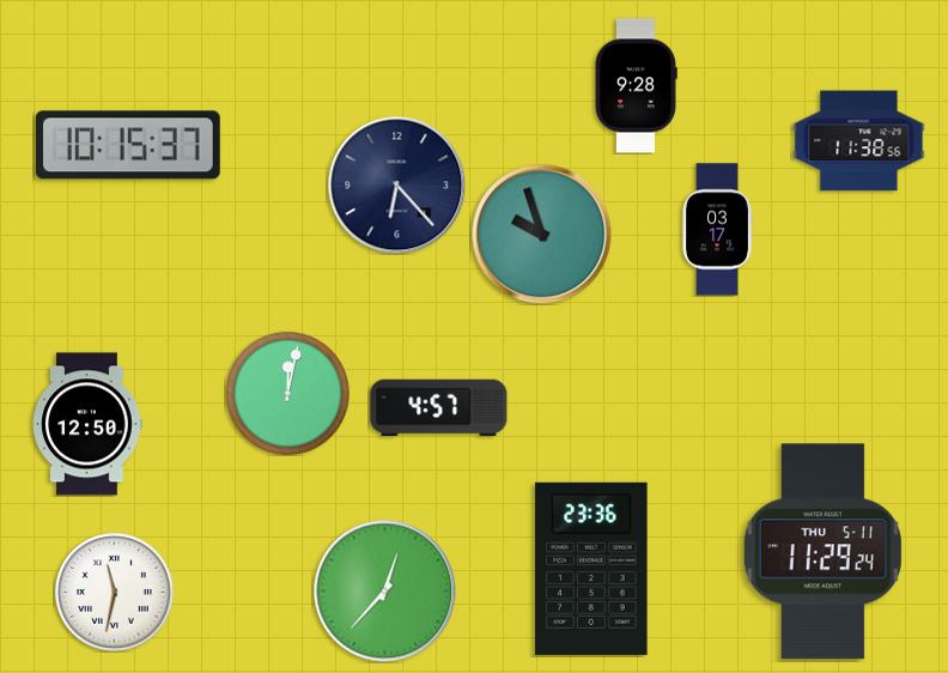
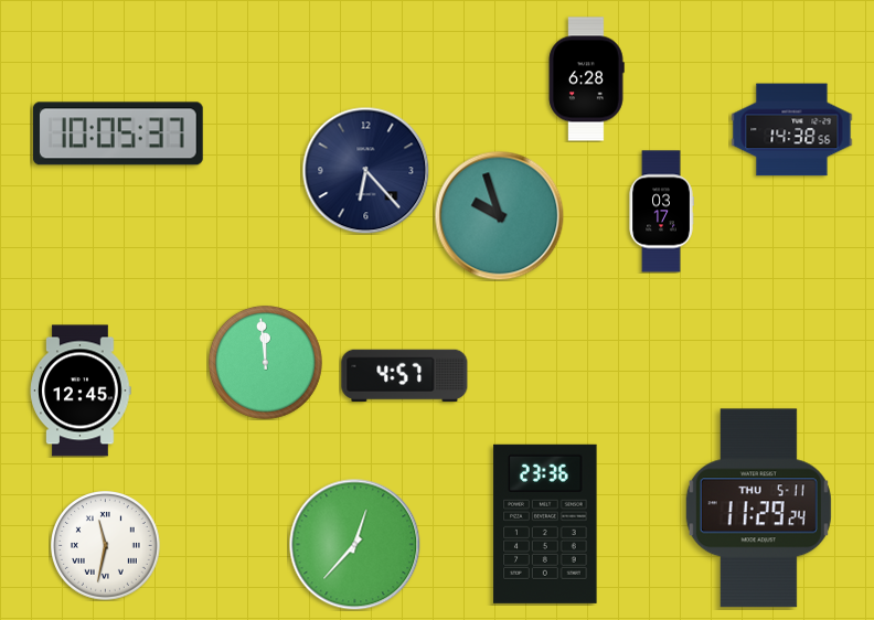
clock at (636, 86): 9:28 -> 6:28
clock at (859, 141): 11:38 -> 14:38
clock at (128, 145): 10:15 -> 10:05
clock at (287, 393): 12:02 -> 11:59
clock at (87, 424): 12:50 -> 12:45
